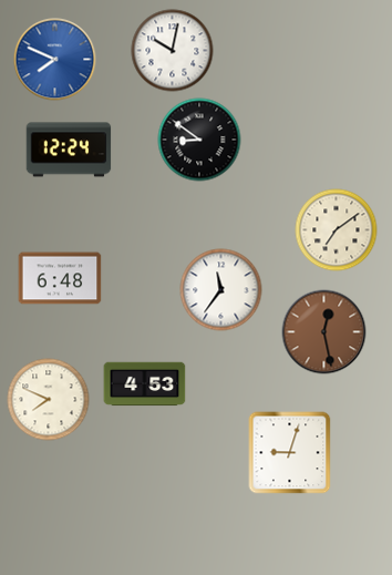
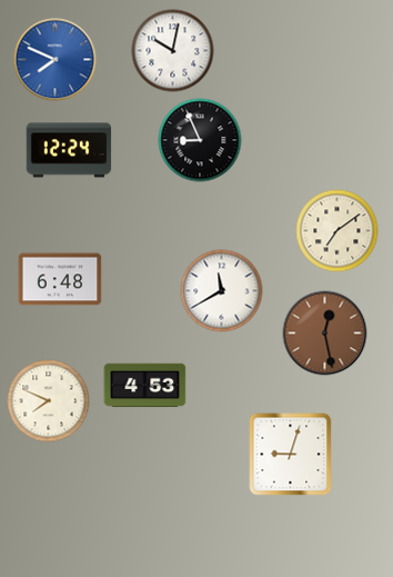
clock at (199, 140): 8:51 -> 8:56
clock at (221, 290): 11:36 -> 11:40
